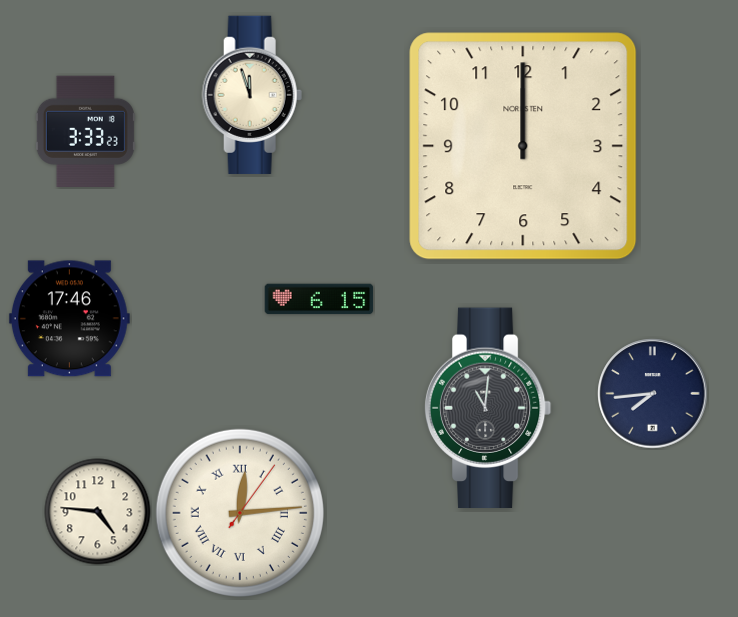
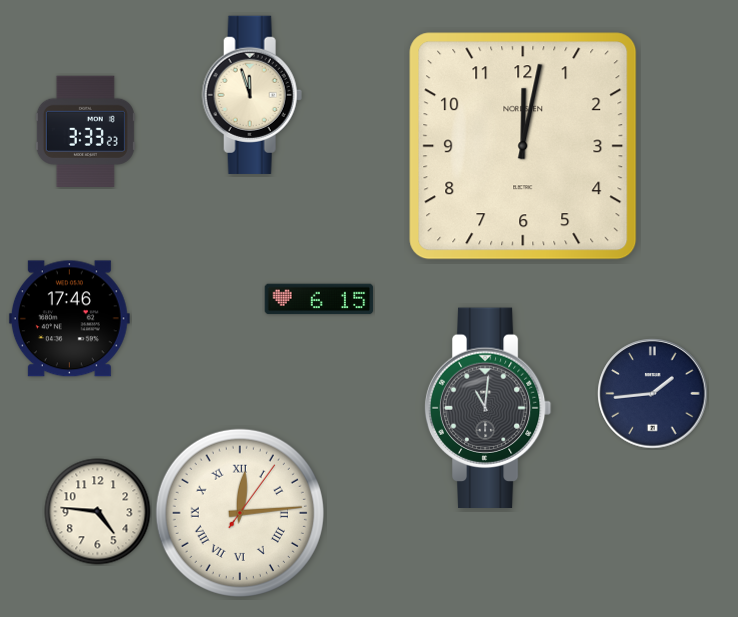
clock at (523, 146): 12:00 -> 12:02
clock at (653, 394): 7:44 -> 1:44
